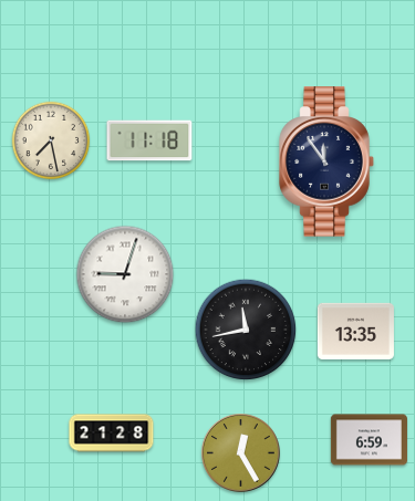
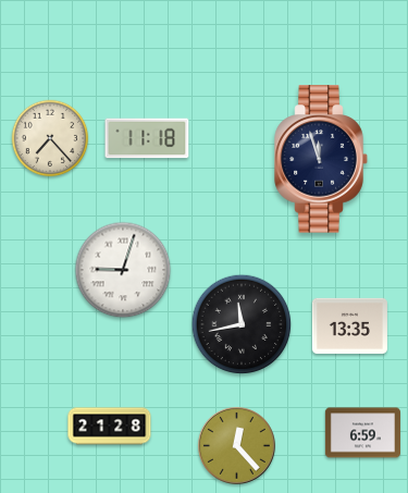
clock at (51, 140): 7:28 -> 7:23
clock at (326, 161): 11:54 -> 11:57
clock at (241, 453): 12:25 -> 12:23
